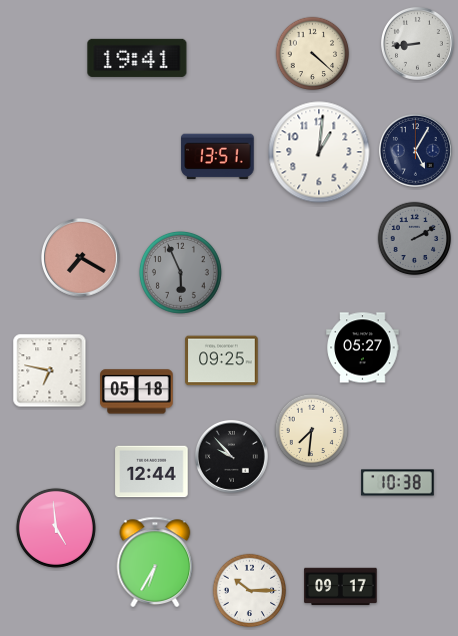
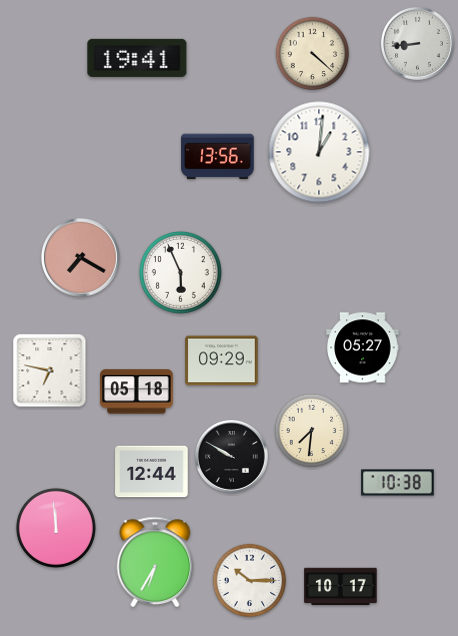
clock at (416, 150): 5:05 -> none
clock at (218, 157): 13:51 -> 13:56
clock at (415, 239): 2:10 -> none
clock at (180, 272) dial: grey -> white
clock at (222, 361): 09:25 -> 09:29
clock at (232, 456): 9:53 -> 9:50
clock at (56, 528): 4:59 -> 11:59
clock at (341, 587): 09:17 -> 10:17
clock at (250, 591) position: (250, 591) -> (250, 581)
